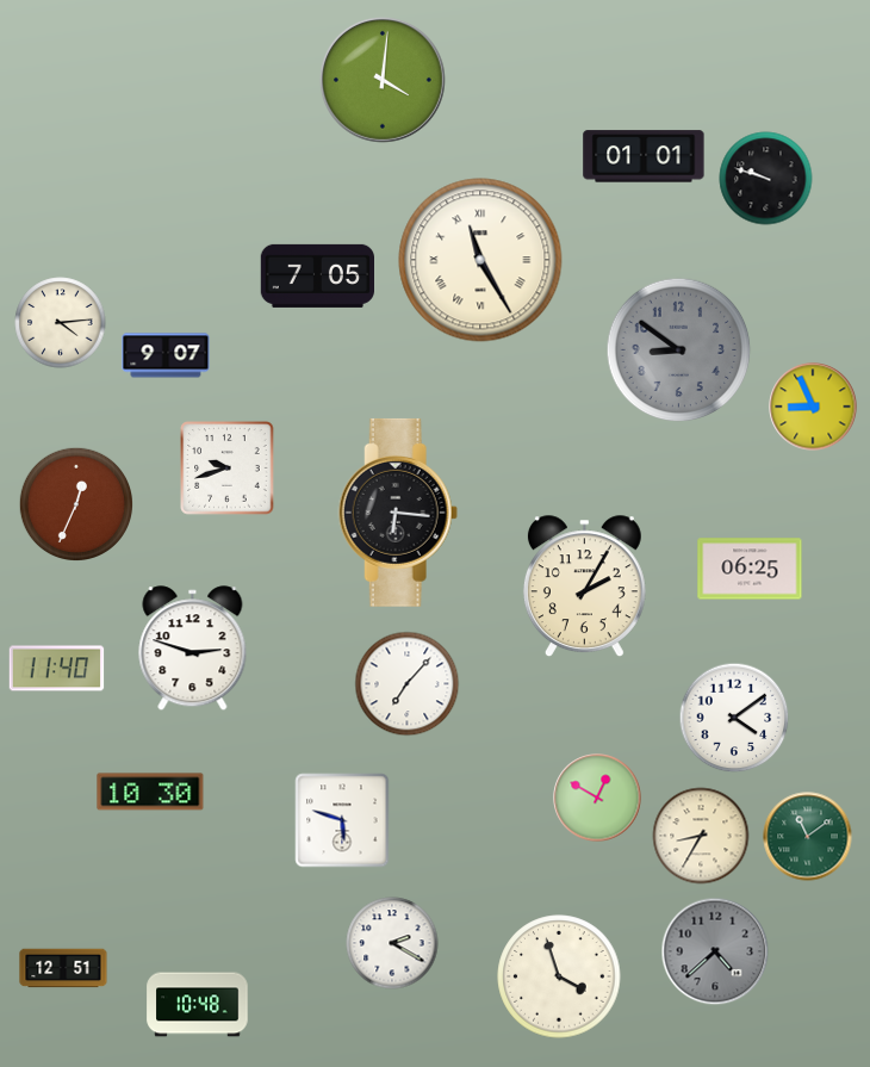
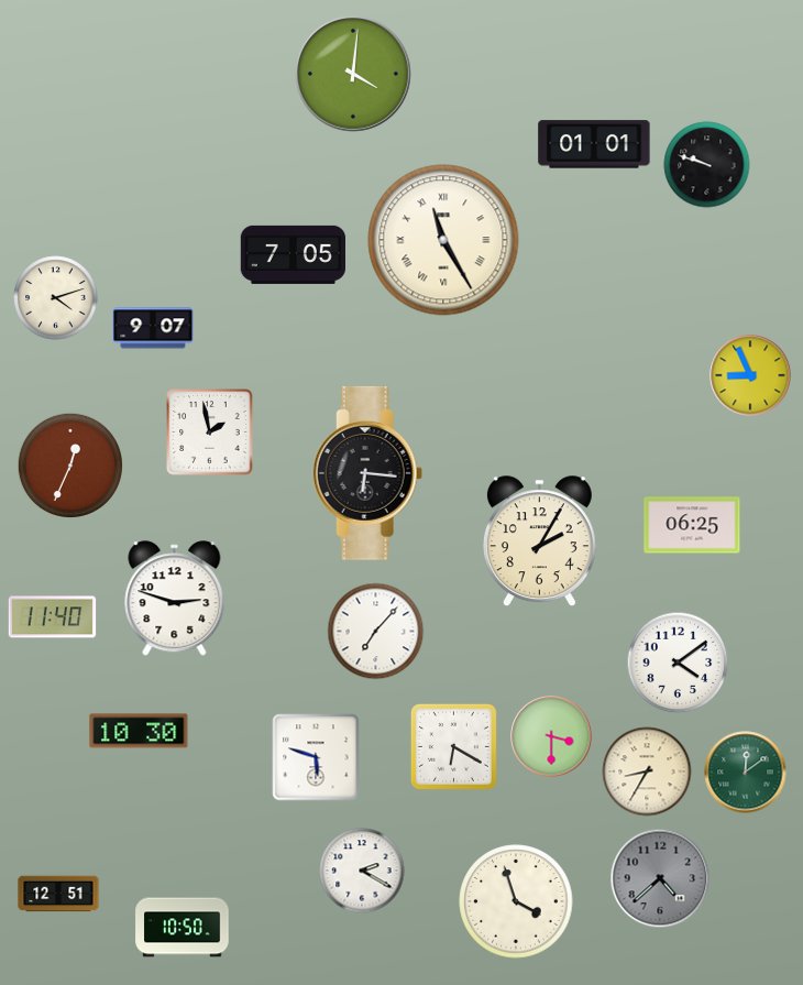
clock at (61, 323): 4:14 -> 4:12
clock at (679, 351): 8:51 -> none
clock at (228, 469): 9:42 -> 1:58
clock at (193, 649) position: (193, 649) -> (175, 599)
clock at (597, 798): 12:50 -> 3:30
clock at (453, 746): none -> 6:20
clock at (808, 837): 11:09 -> 12:09
clock at (198, 1005): 10:48 -> 10:50
